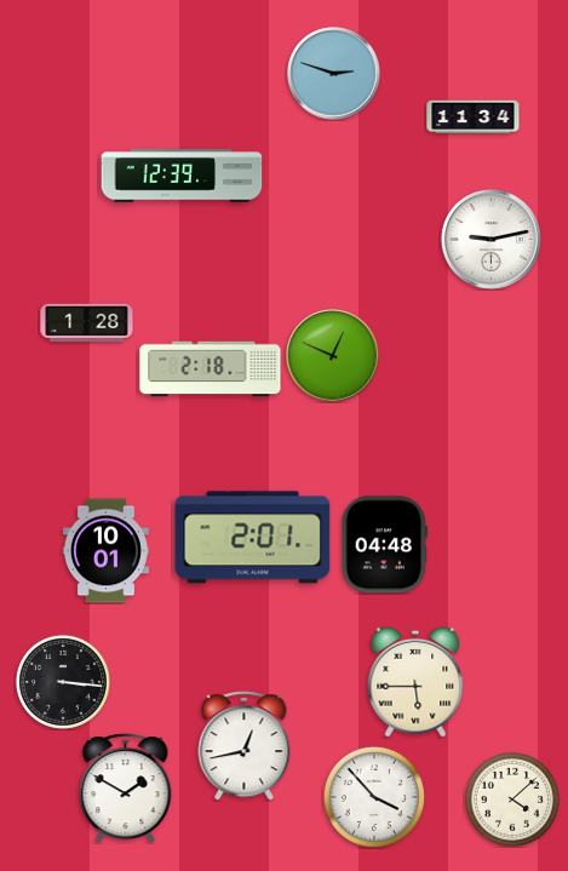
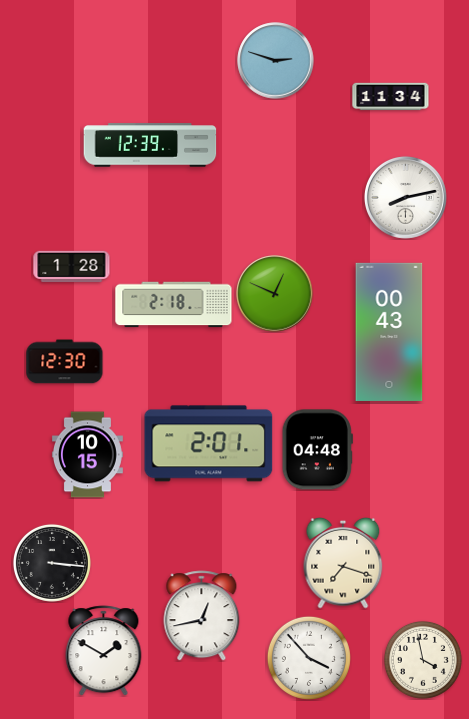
clock at (490, 239): 9:13 -> 8:13
clock at (389, 332): none -> 00:43
clock at (65, 362): none -> 12:30
clock at (105, 551): 10:01 -> 10:15
clock at (415, 682): 5:45 -> 7:18
clock at (512, 800): 4:08 -> 3:58
